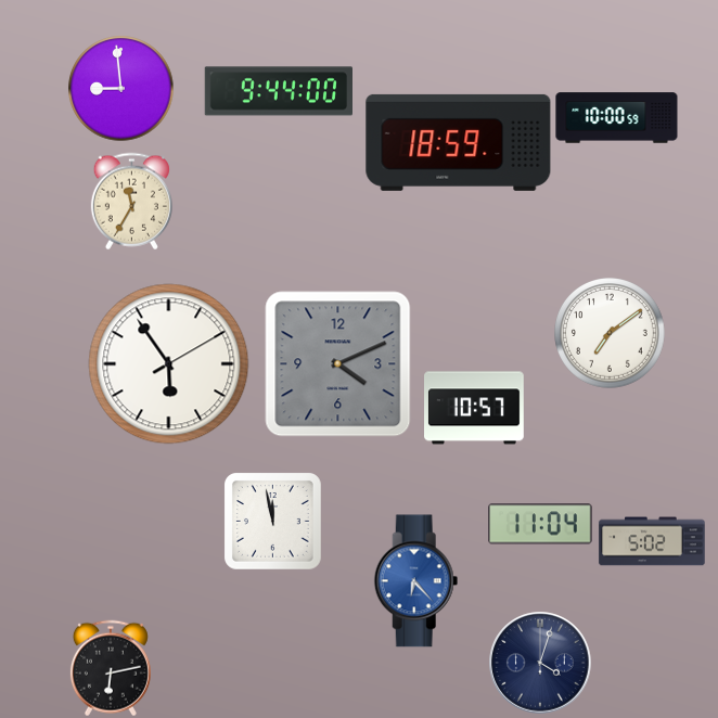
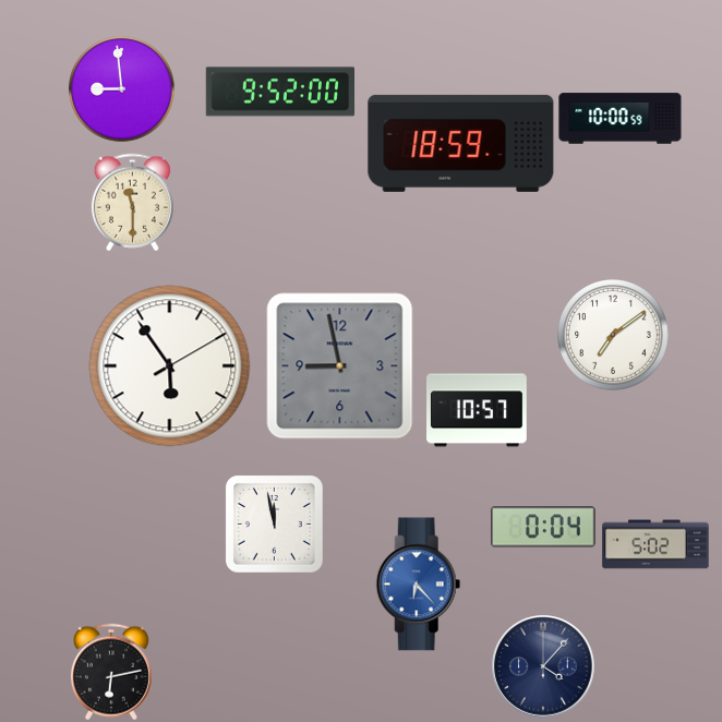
clock at (278, 91): 9:44 -> 9:52
clock at (131, 201): 11:35 -> 11:30
clock at (338, 364): 4:11 -> 8:58
clock at (540, 524): 11:04 -> 0:04
clock at (540, 663): 4:03 -> 4:07
